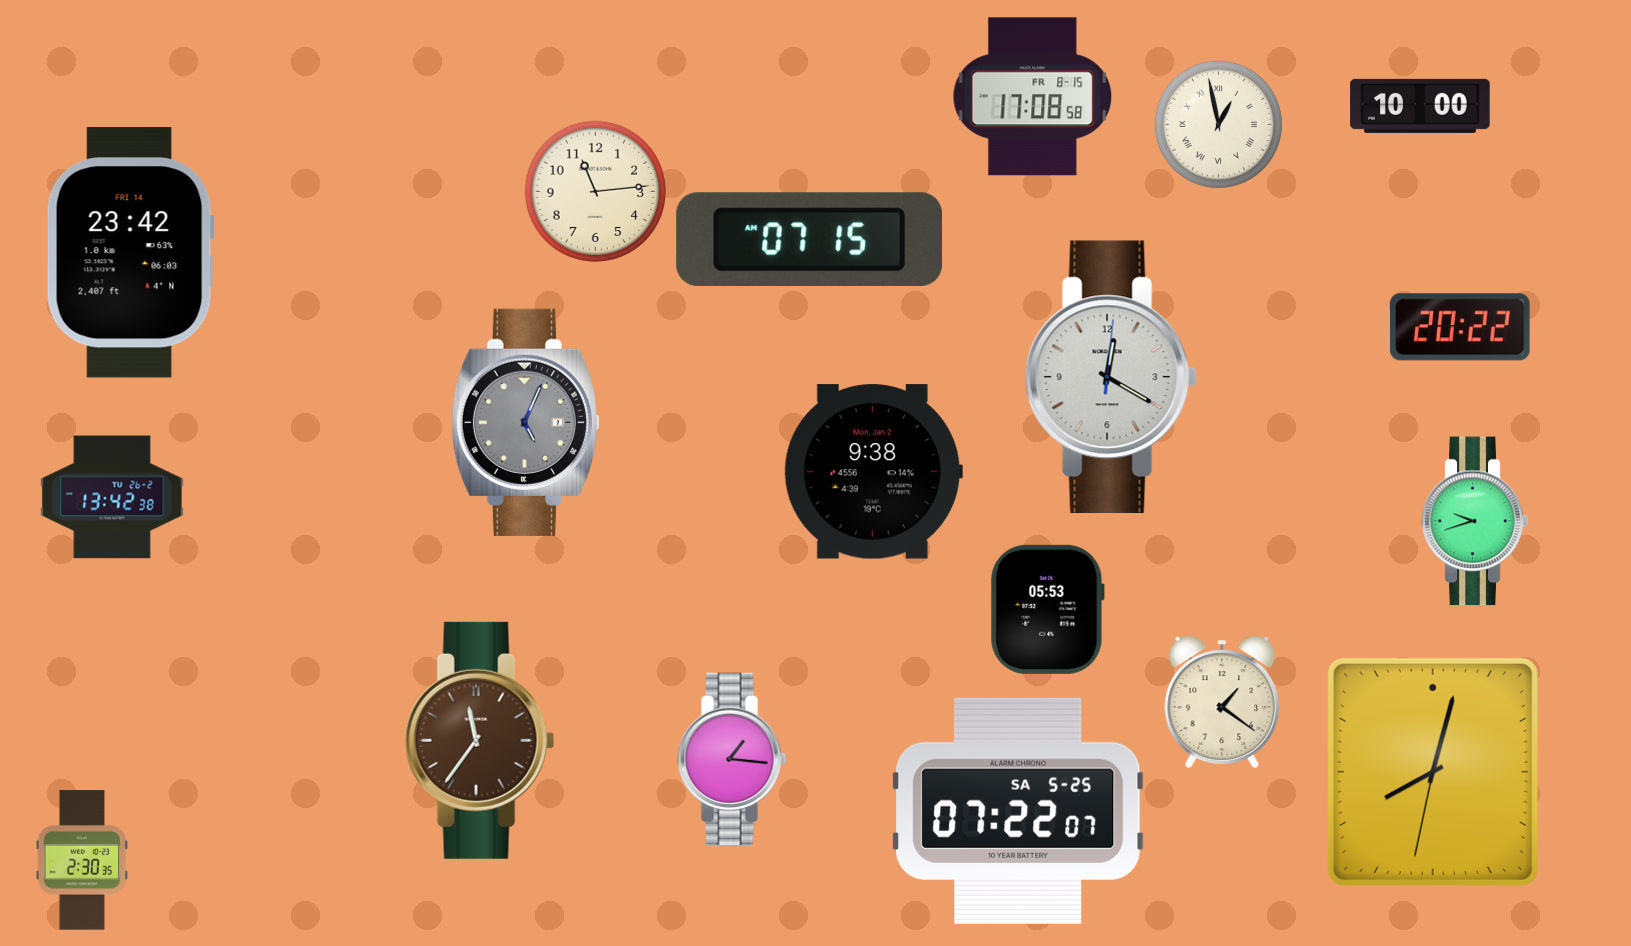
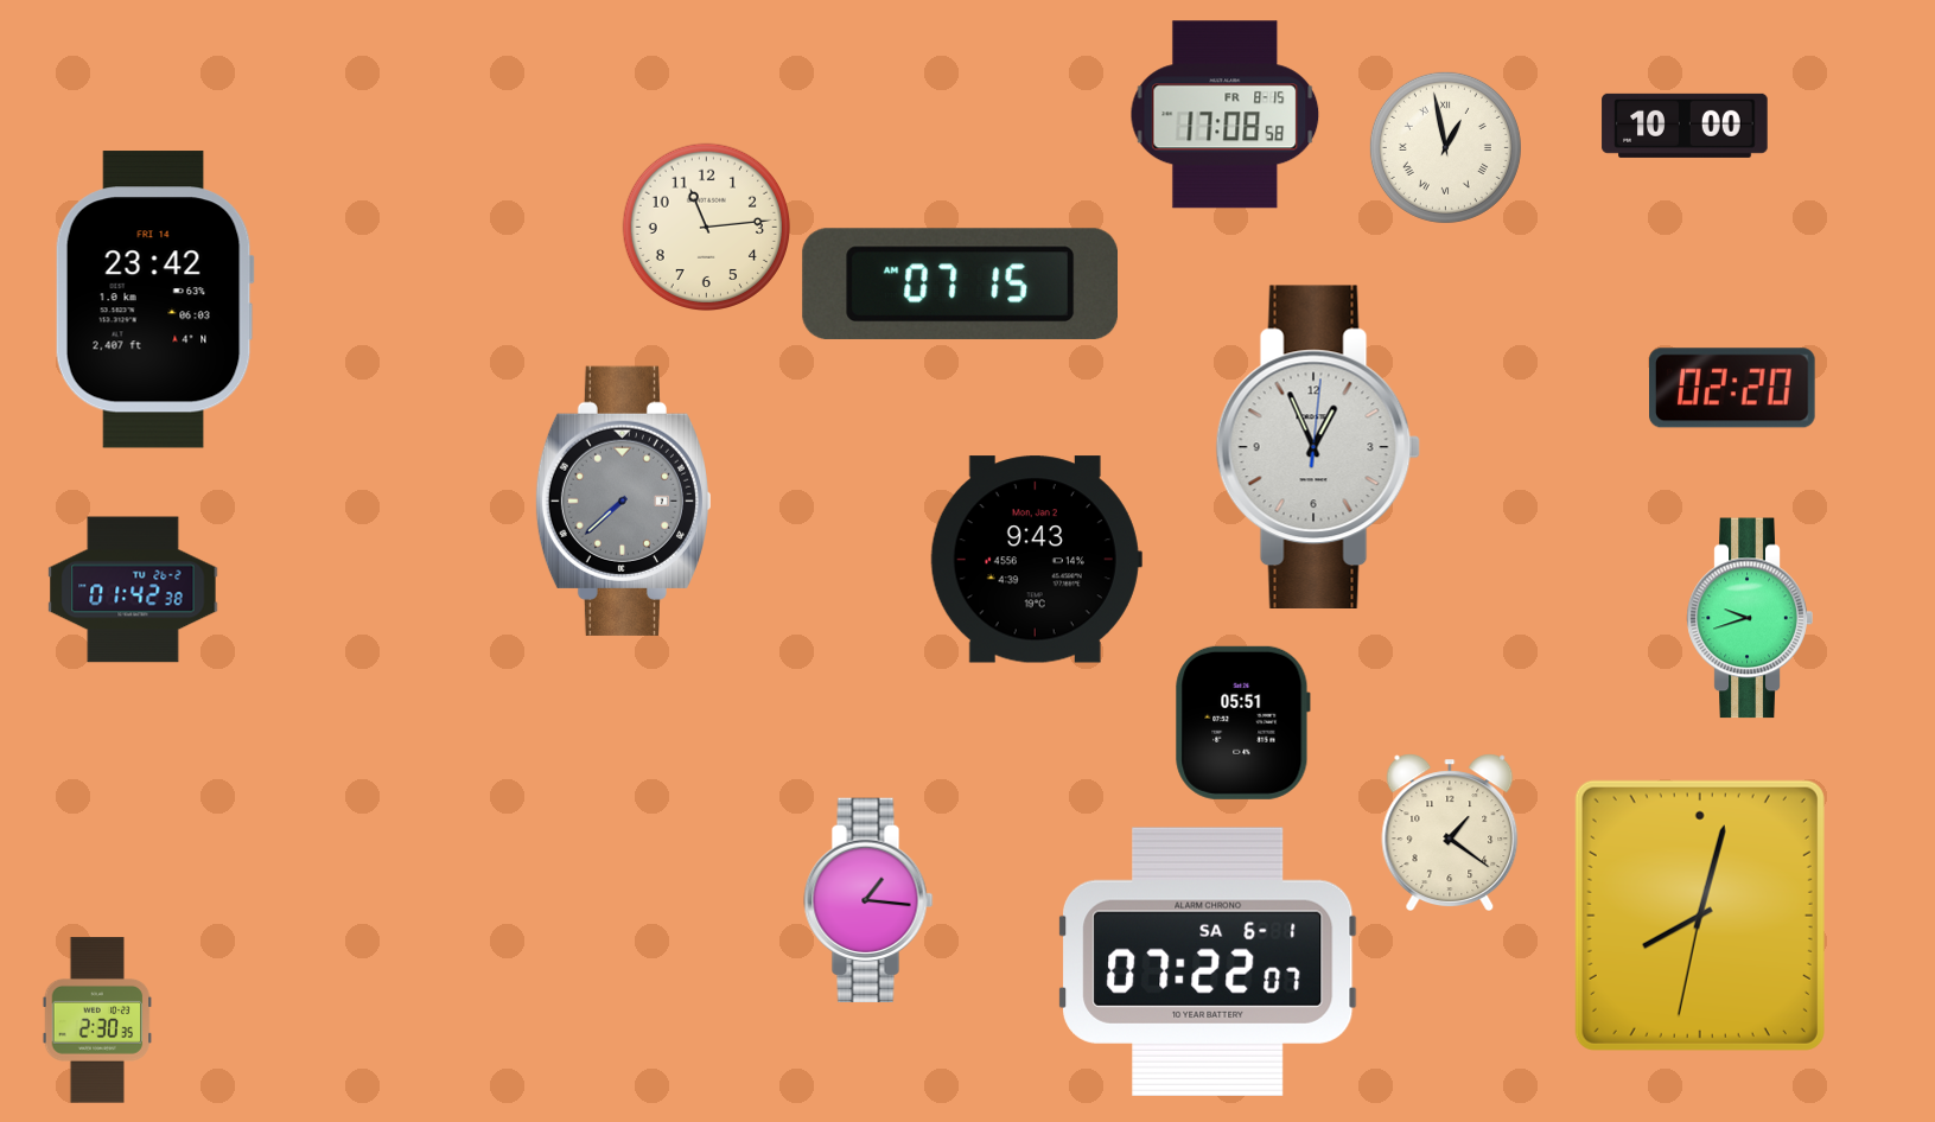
clock at (1461, 327): 20:22 -> 02:20
clock at (1111, 376): 12:20 -> 12:56
clock at (525, 422): 5:04 -> 7:38
clock at (873, 472): 9:38 -> 9:43
clock at (112, 497): 13:42 -> 01:42
clock at (1047, 609): 05:53 -> 05:51
clock at (480, 740): 11:36 -> none
clock at (1018, 811) date: SA 5-25 -> SA 6-1
